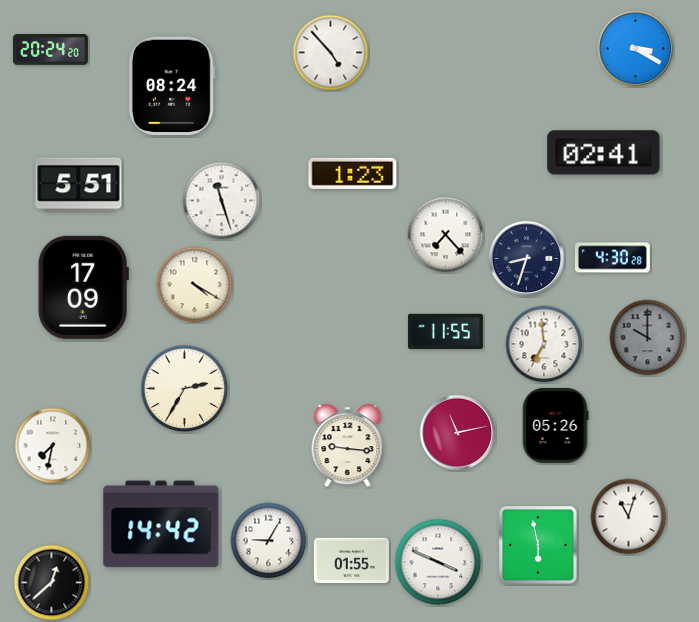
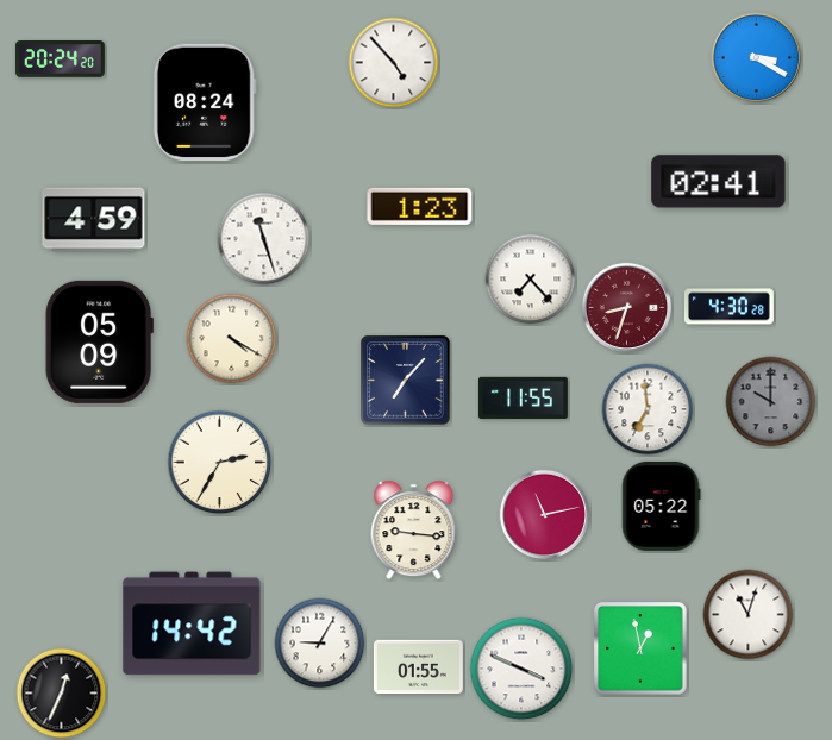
clock at (79, 185): 5:51 -> 4:59
clock at (527, 259) dial: navy -> burgundy
clock at (83, 287): 17:09 -> 05:09
clock at (406, 381): none -> 7:07
clock at (445, 331) position: (445, 331) -> (523, 397)
clock at (555, 425): 05:26 -> 05:22
clock at (53, 446): 7:32 -> none
clock at (538, 545): 5:58 -> 12:58
clock at (52, 583): 12:38 -> 12:34
